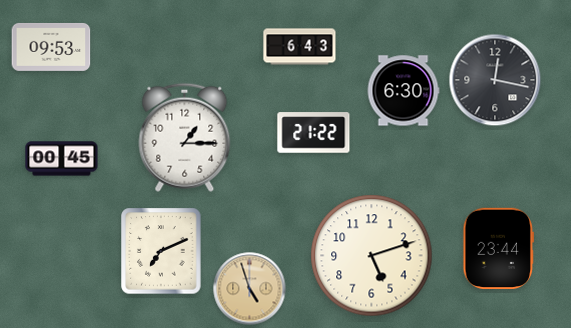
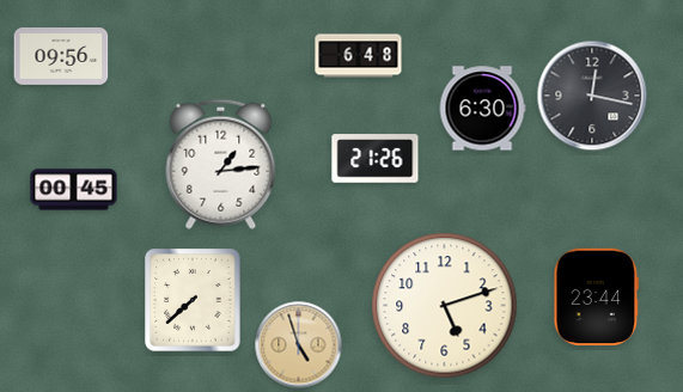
clock at (51, 47): 09:53 -> 09:56
clock at (300, 47): 6:43 -> 6:48
clock at (314, 133): 21:22 -> 21:26
clock at (185, 137): 1:15 -> 1:14
clock at (161, 251): 7:11 -> 7:38
